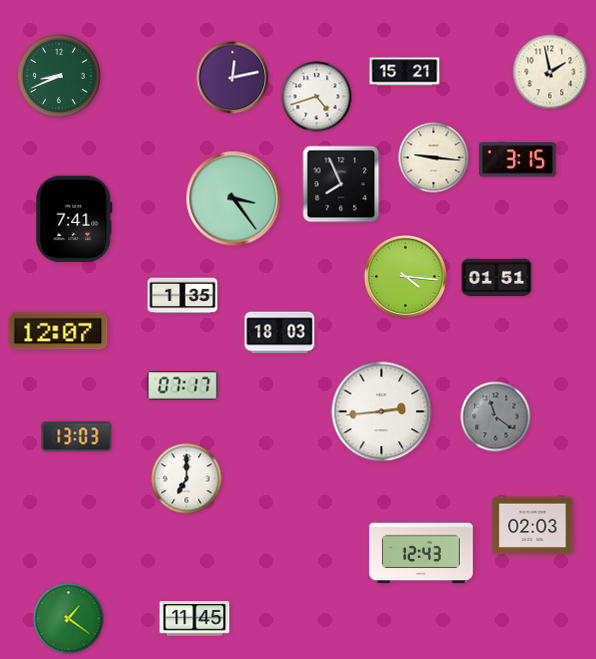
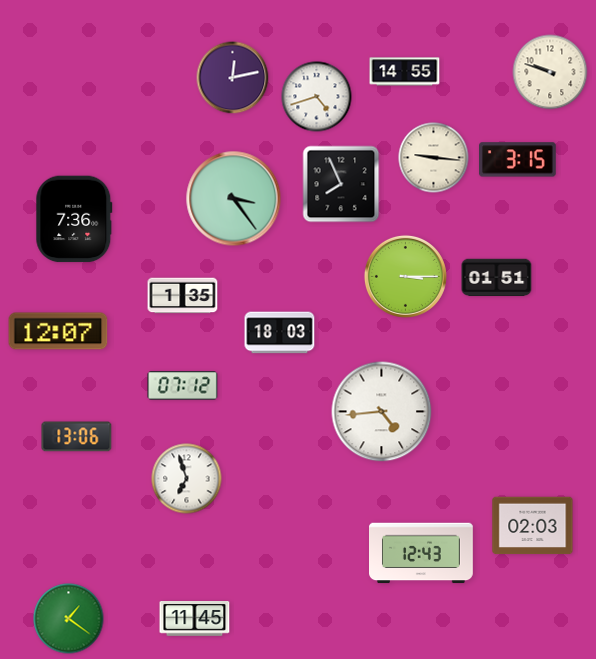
clock at (405, 72): 15:21 -> 14:55
clock at (550, 72): 1:58 -> 9:48
clock at (59, 76): 8:41 -> none
clock at (74, 219): 7:41 -> 7:36
clock at (405, 276): 4:16 -> 3:15
clock at (183, 386): 07:17 -> 07:12
clock at (382, 412): 2:44 -> 4:44
clock at (496, 417): 11:21 -> none
clock at (77, 437): 13:03 -> 13:06
clock at (187, 479): 7:00 -> 6:57
